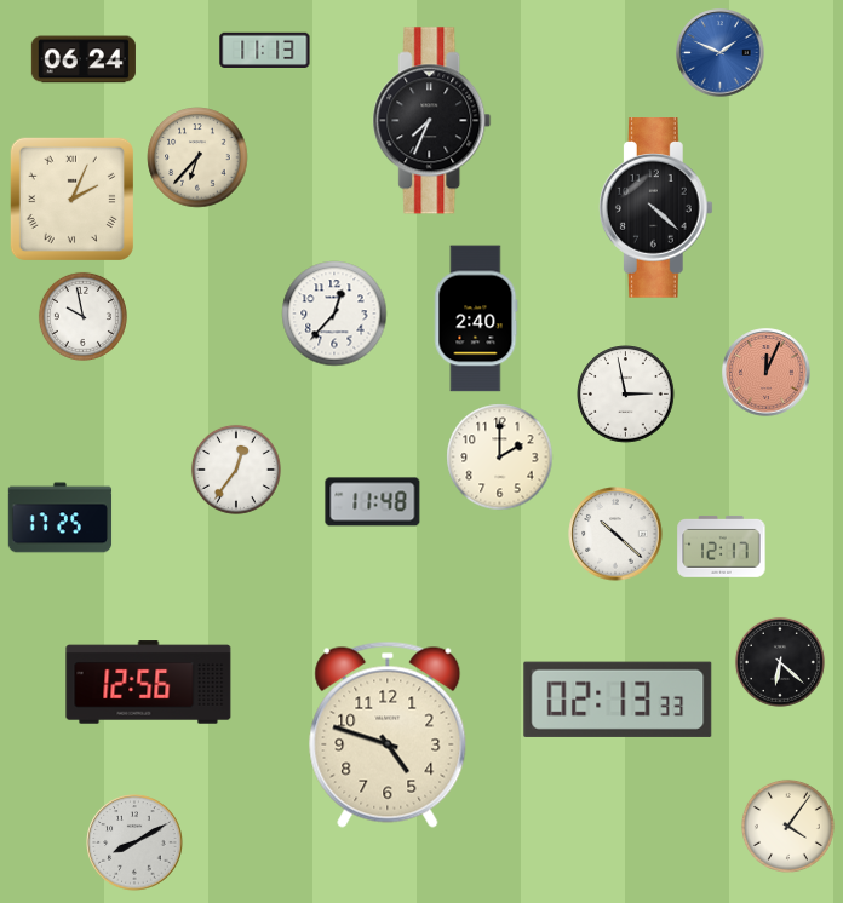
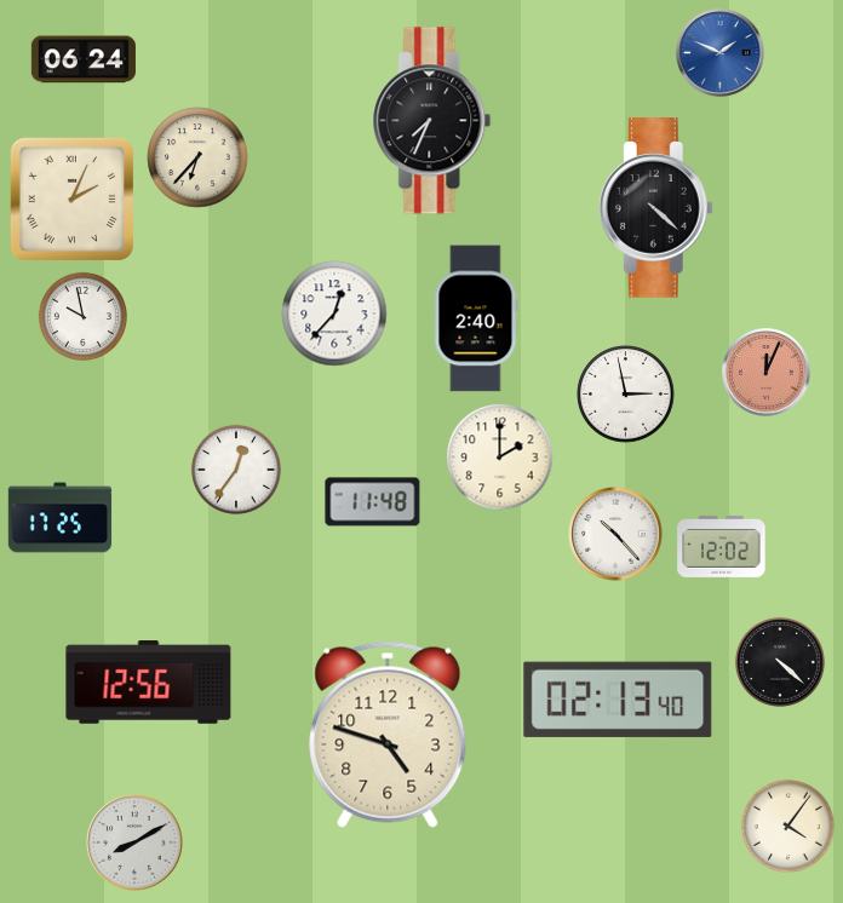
clock at (265, 50): 11:13 -> none
clock at (615, 534): 10:22 -> 10:23
clock at (722, 546): 12:17 -> 12:02
clock at (780, 662): 6:22 -> 4:22
clock at (618, 700): 02:13:33 -> 02:13:40
